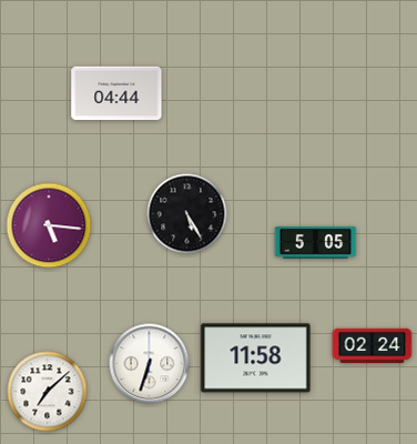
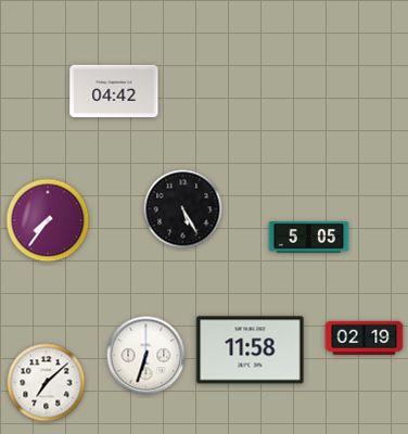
clock at (116, 93): 04:44 -> 04:42
clock at (49, 225): 5:16 -> 7:36
clock at (373, 346): 02:24 -> 02:19
